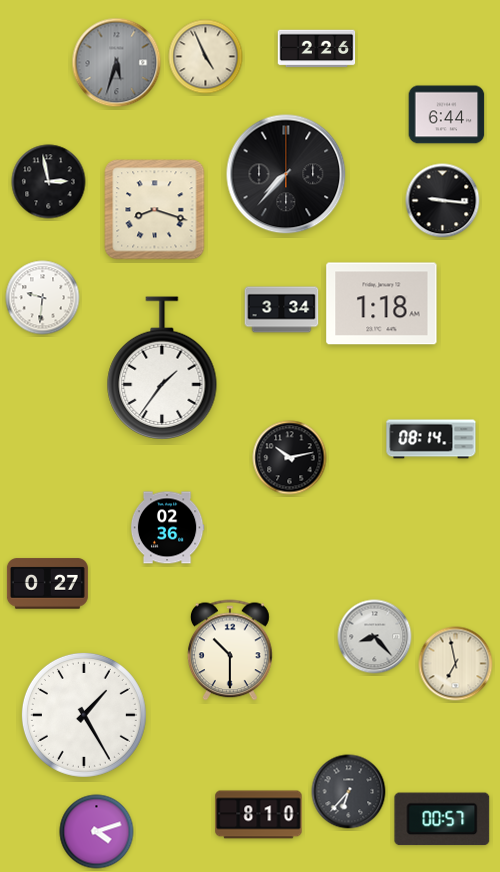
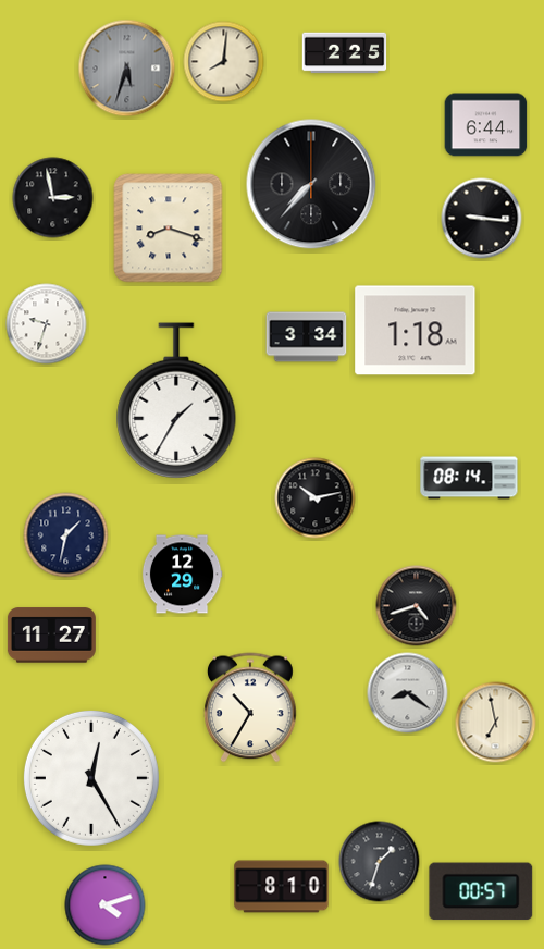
clock at (317, 49): 2:26 -> 2:25
clock at (206, 57): 4:56 -> 8:01
clock at (286, 174) position: (286, 174) -> (311, 184)
clock at (43, 298): 9:31 -> 9:33
clock at (162, 368): 1:36 -> 1:35
clock at (66, 535): none -> 1:32
clock at (167, 528): 02:36 -> 12:29
clock at (417, 606): none -> 4:42
clock at (47, 584): 0:27 -> 11:27
clock at (375, 637): 8:23 -> 8:21
clock at (230, 650): 10:30 -> 10:35
clock at (84, 715): 1:25 -> 12:25
clock at (349, 792): 6:37 -> 1:33
